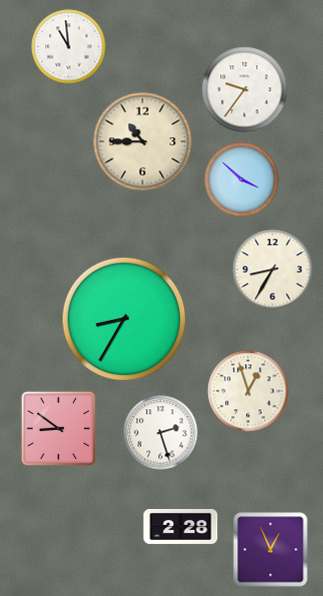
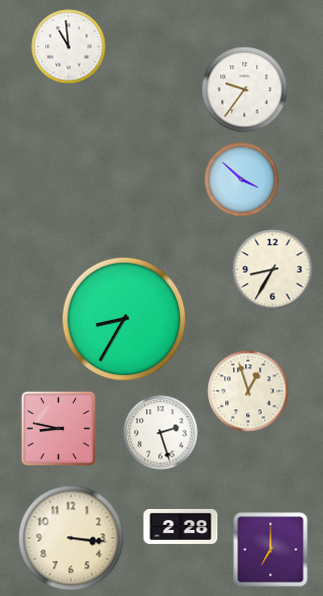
clock at (143, 142): 10:45 -> none
clock at (58, 428): 8:51 -> 8:47
clock at (71, 538): none -> 3:16
clock at (271, 550): 12:56 -> 7:00
